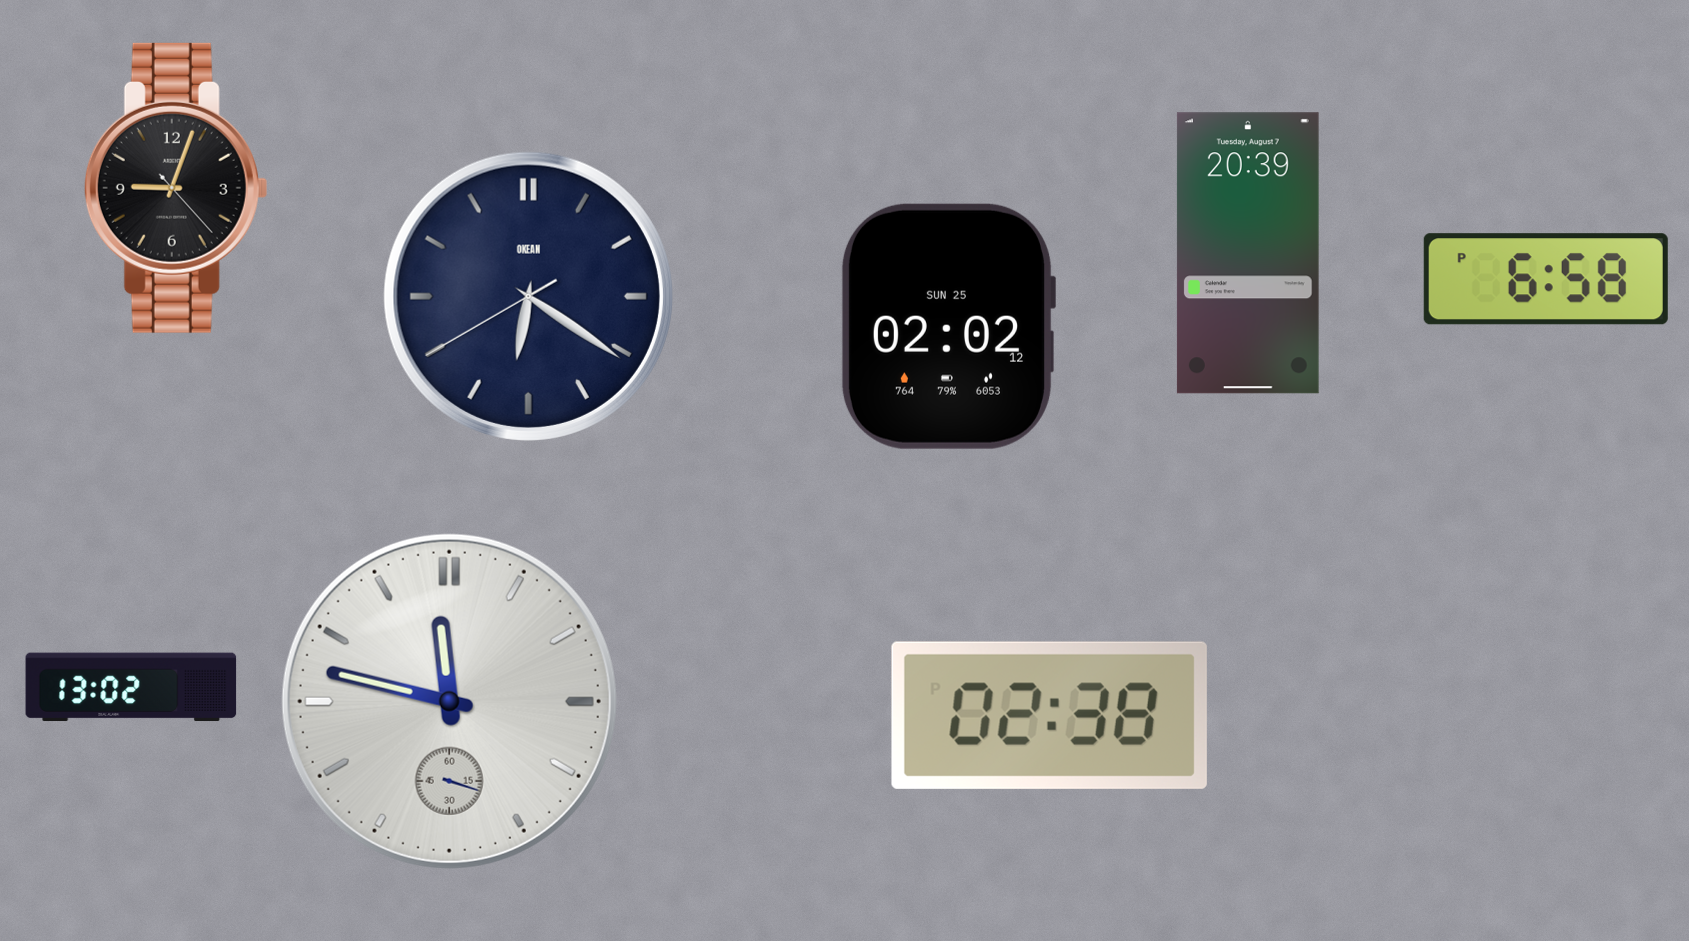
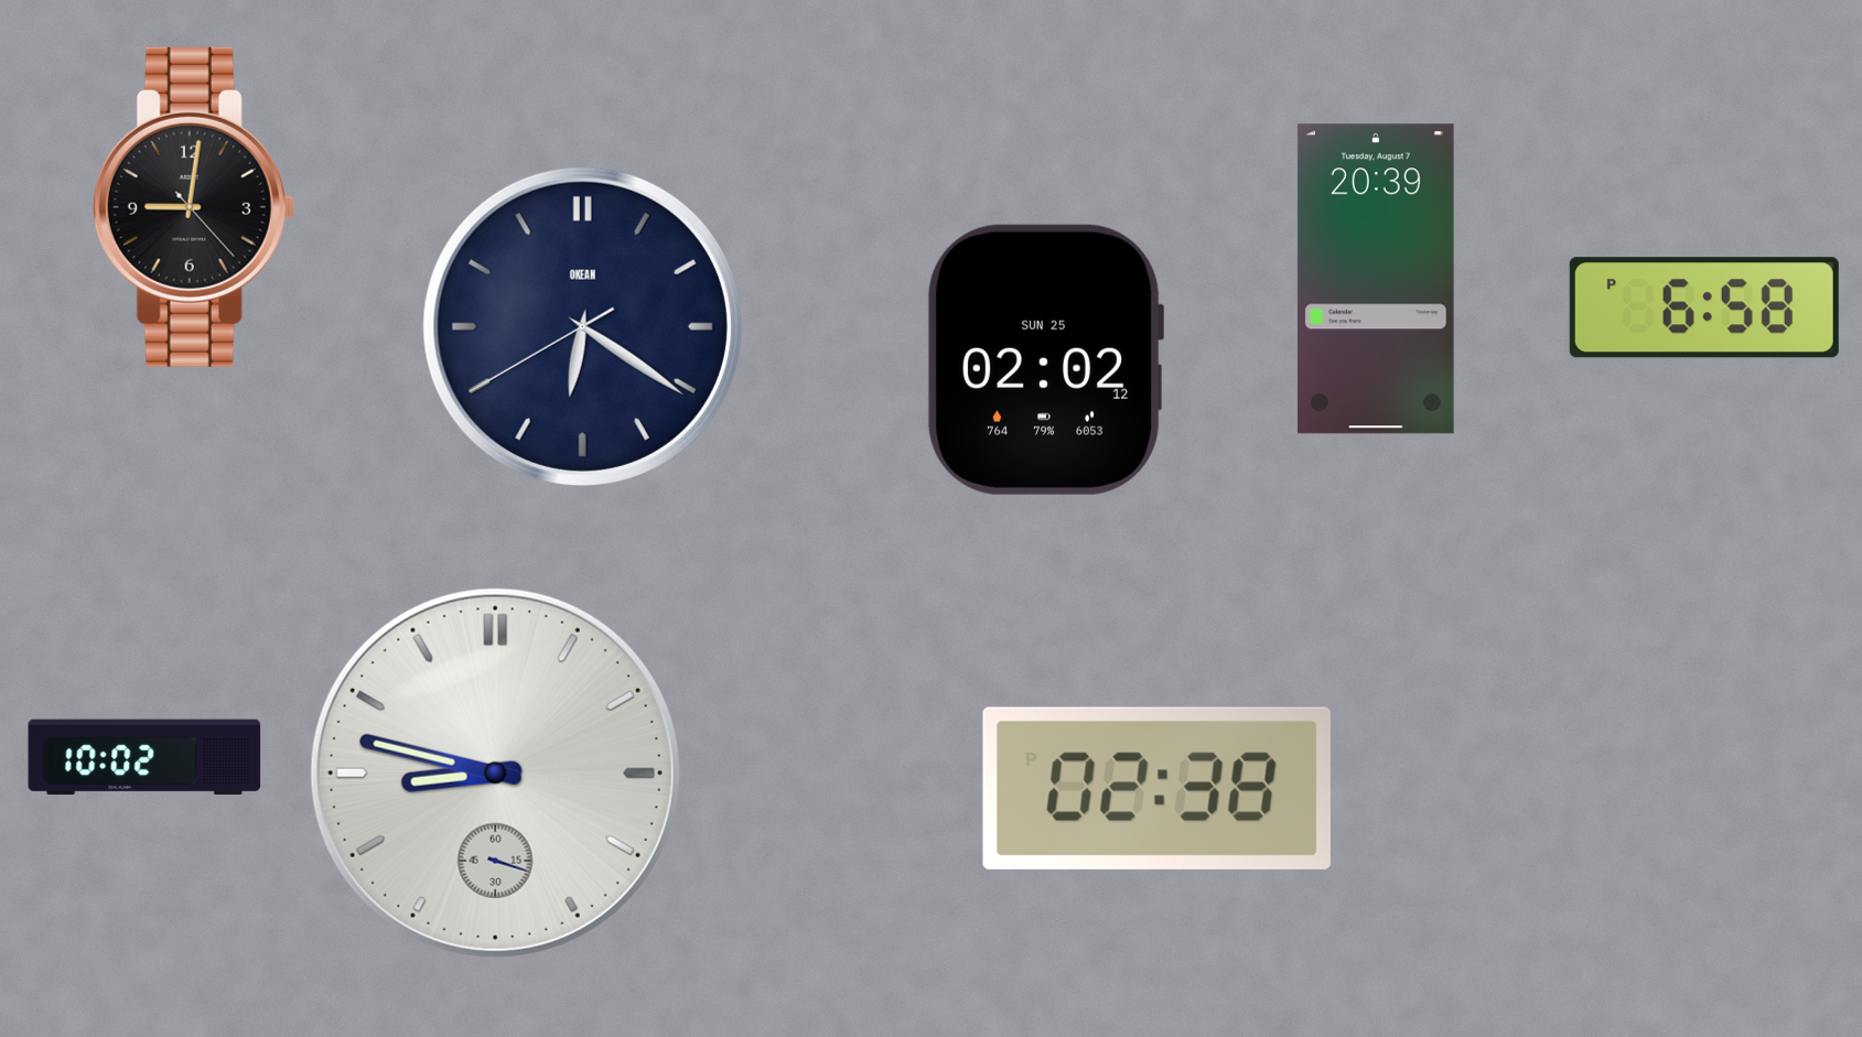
clock at (176, 188): 9:03 -> 9:01
clock at (131, 687): 13:02 -> 10:02
clock at (449, 701): 11:47 -> 8:47
